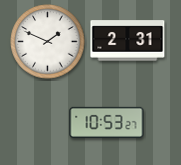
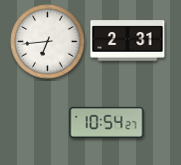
clock at (48, 42): 1:49 -> 6:44
clock at (107, 122): 10:53 -> 10:54
